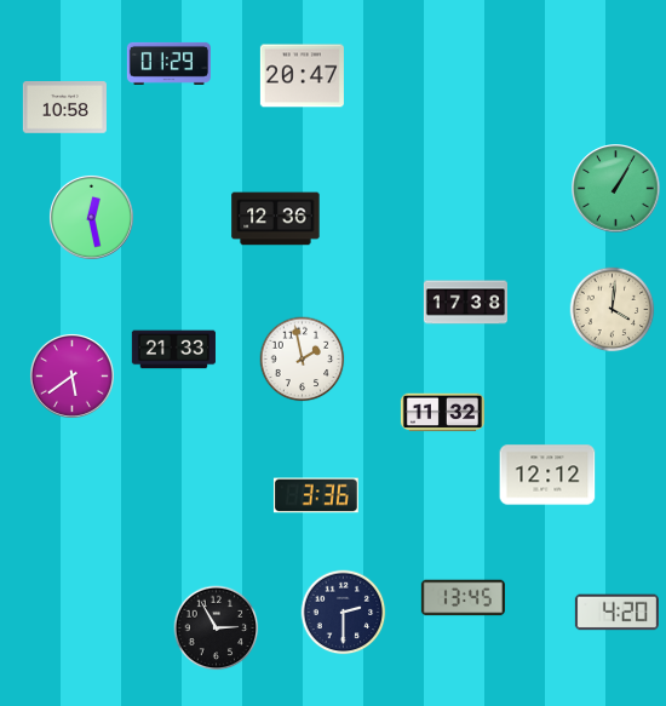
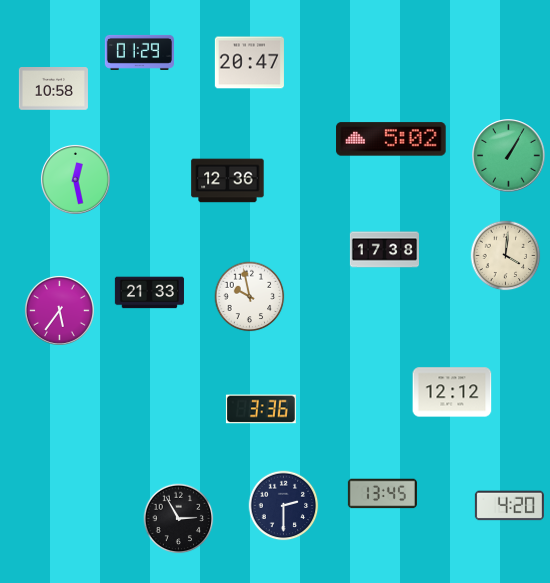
clock at (391, 139): none -> 5:02
clock at (173, 350) position: (173, 350) -> (149, 293)
clock at (303, 360): 1:58 -> 9:58
clock at (71, 375): 5:39 -> 5:36
clock at (442, 413): 11:32 -> none
